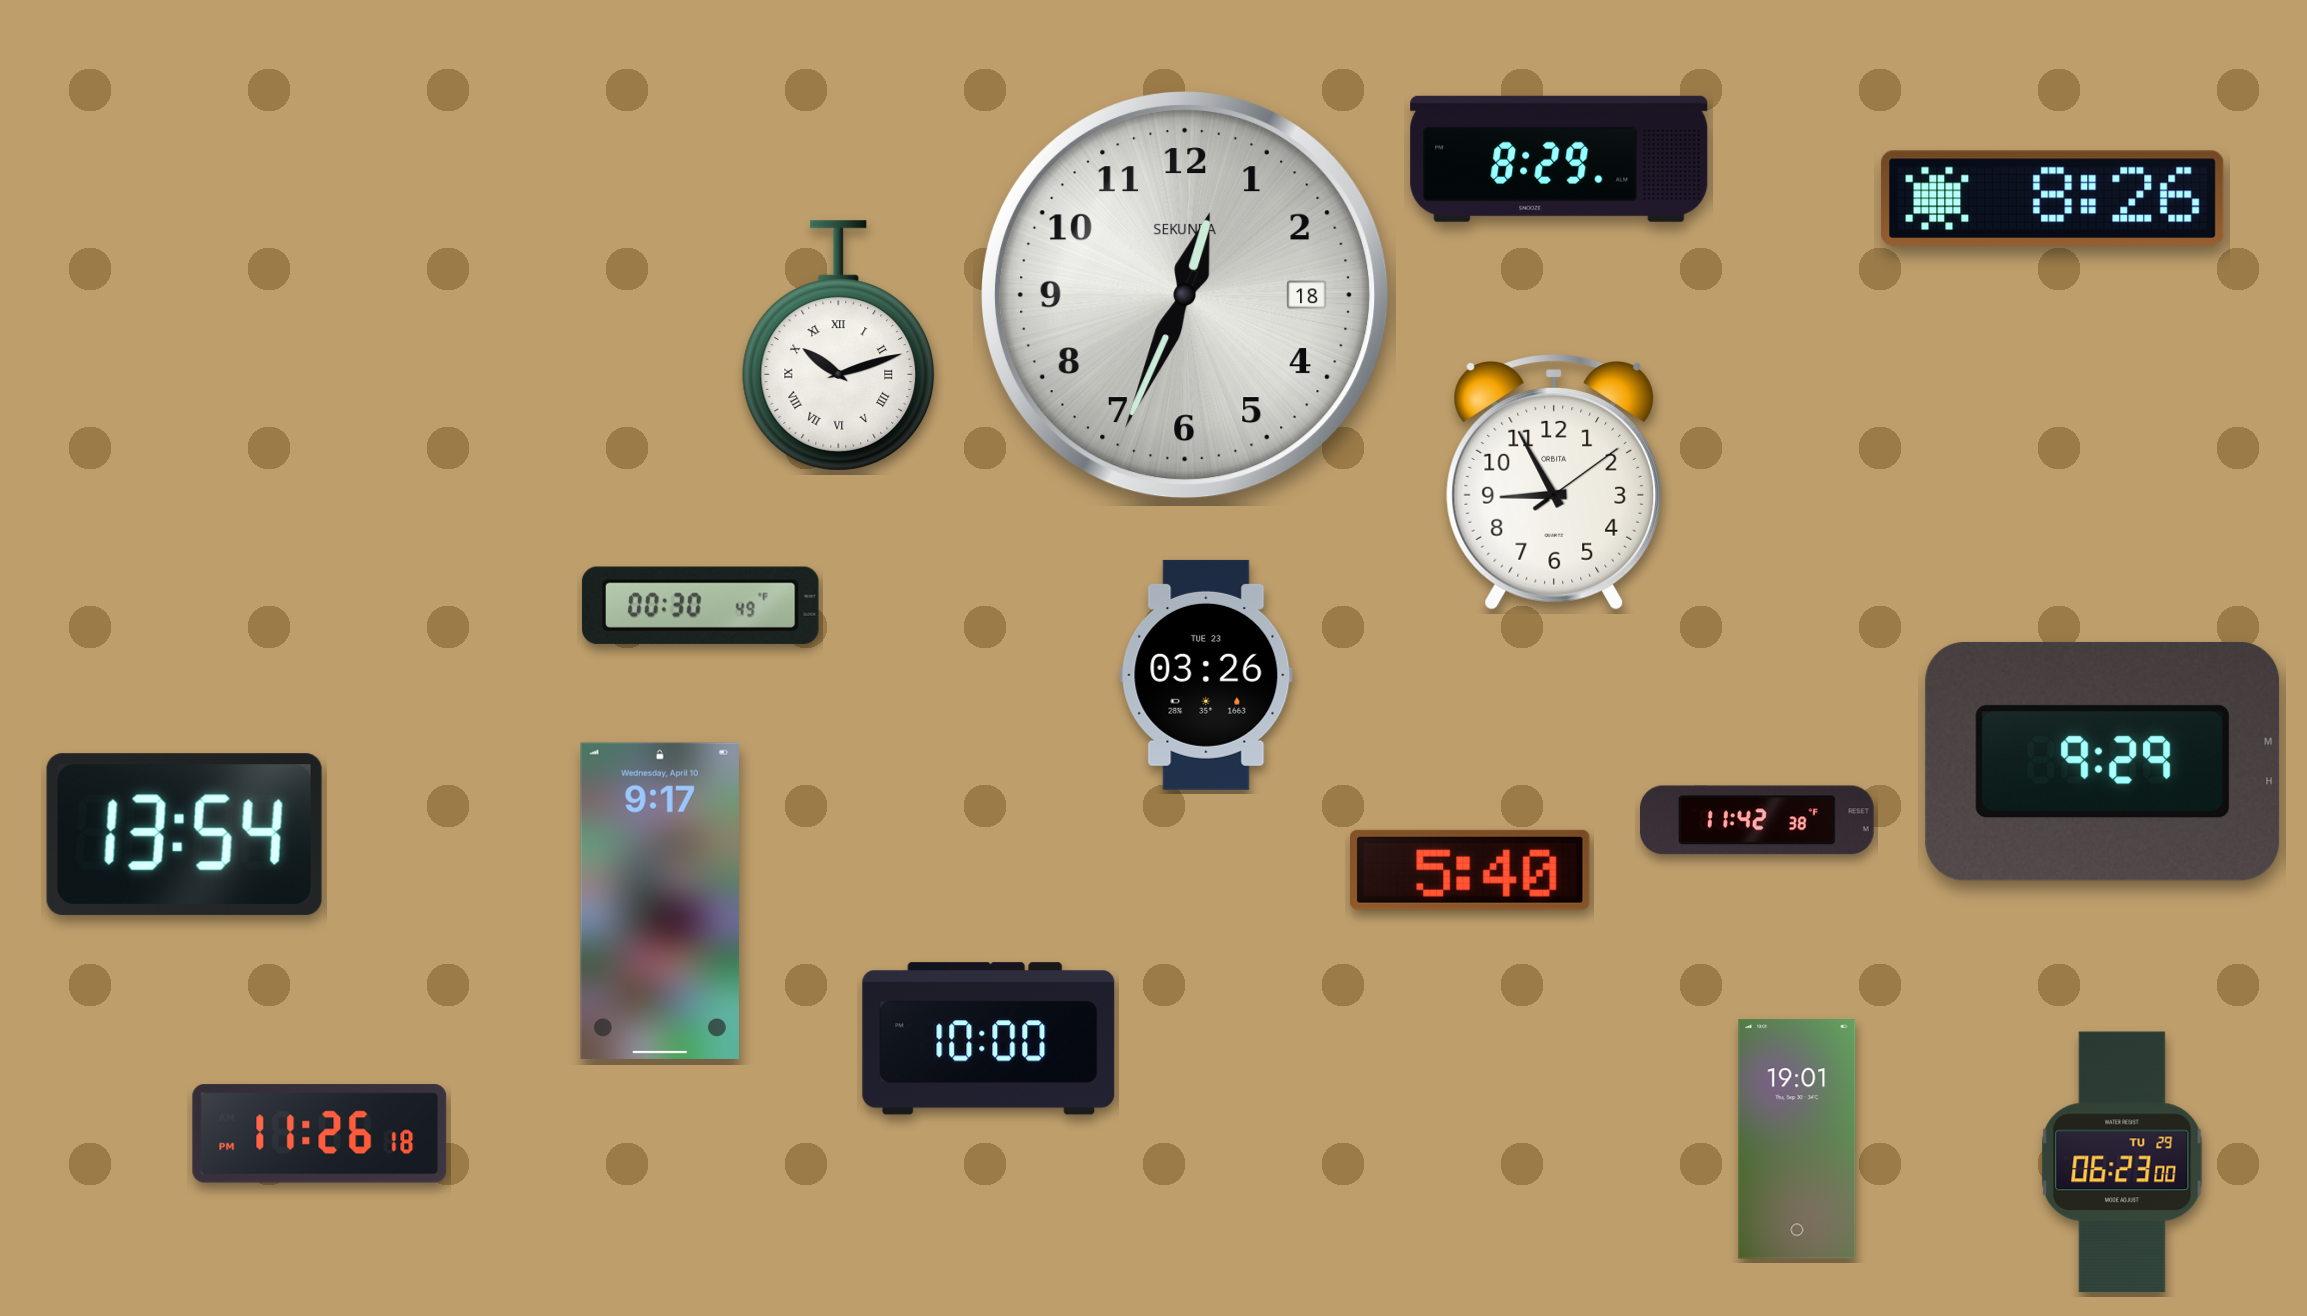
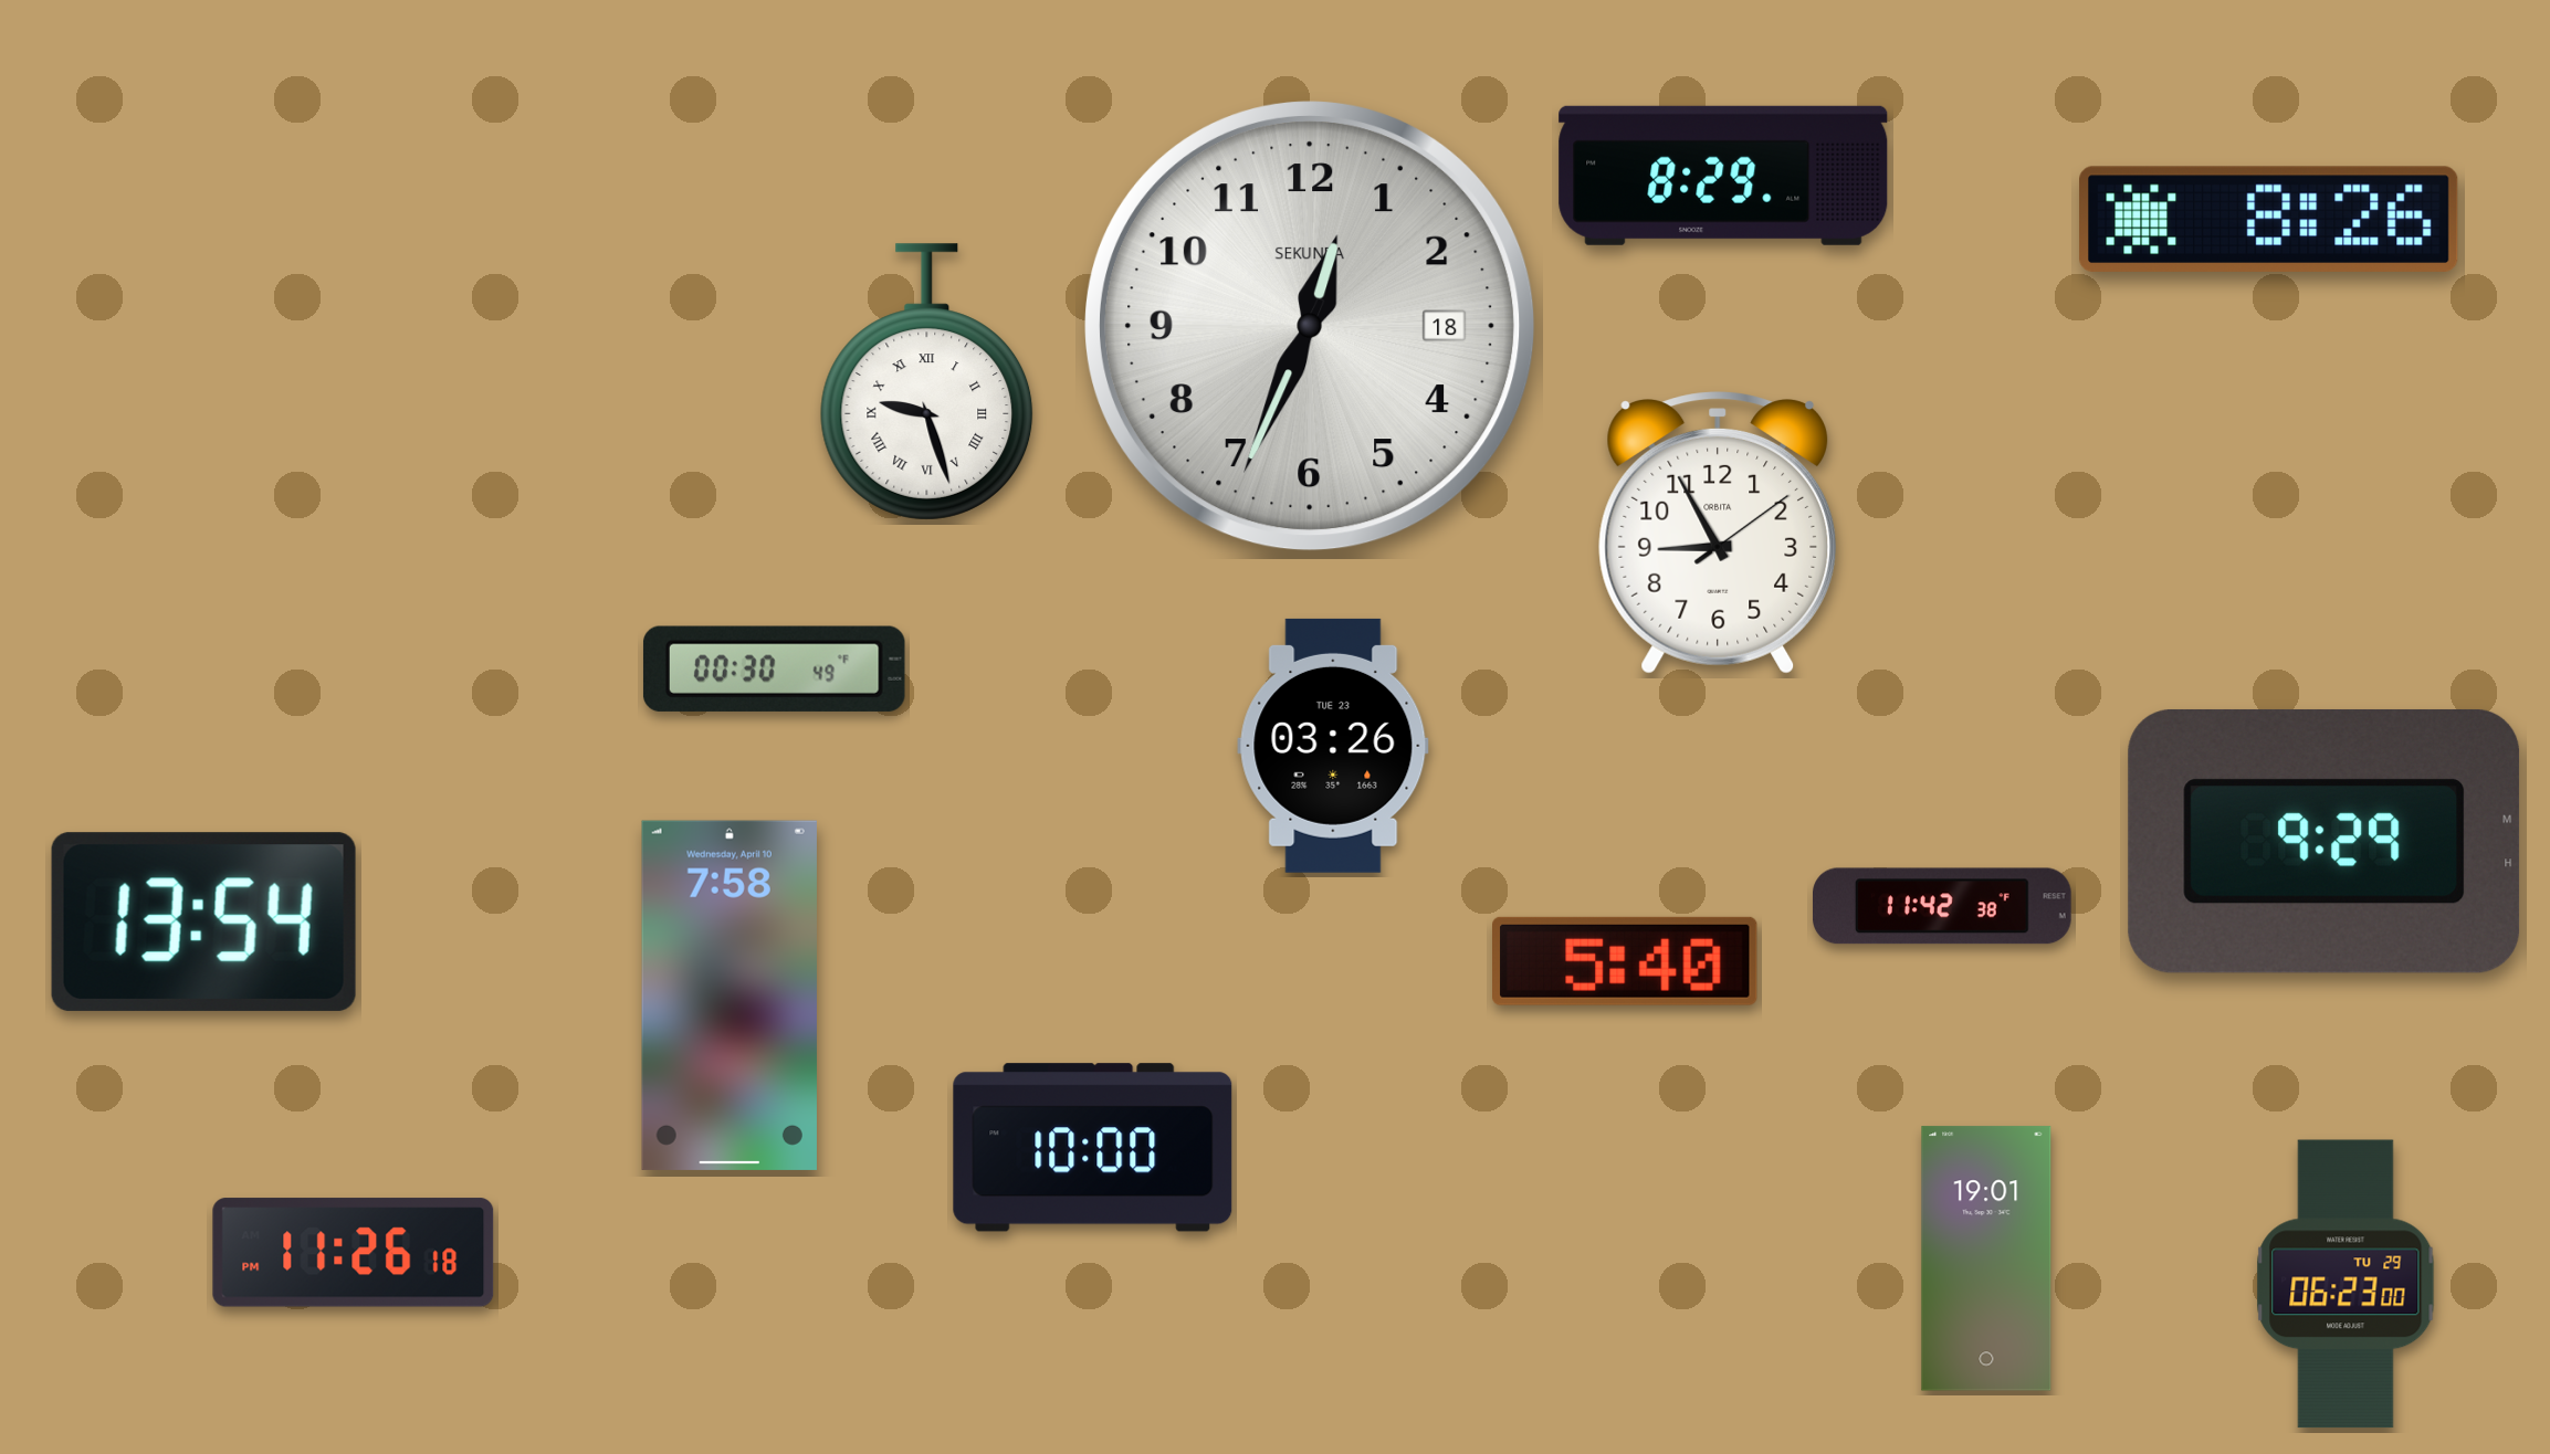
clock at (839, 346): 10:12 -> 9:27
clock at (660, 901): 9:17 -> 7:58
